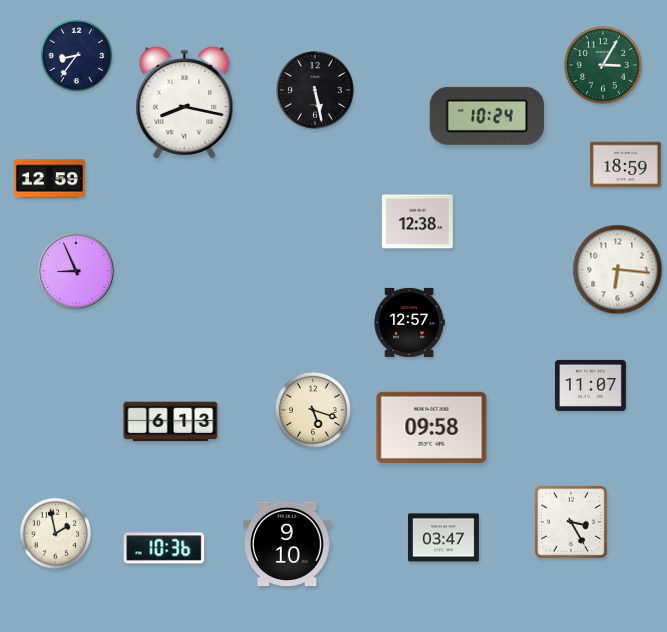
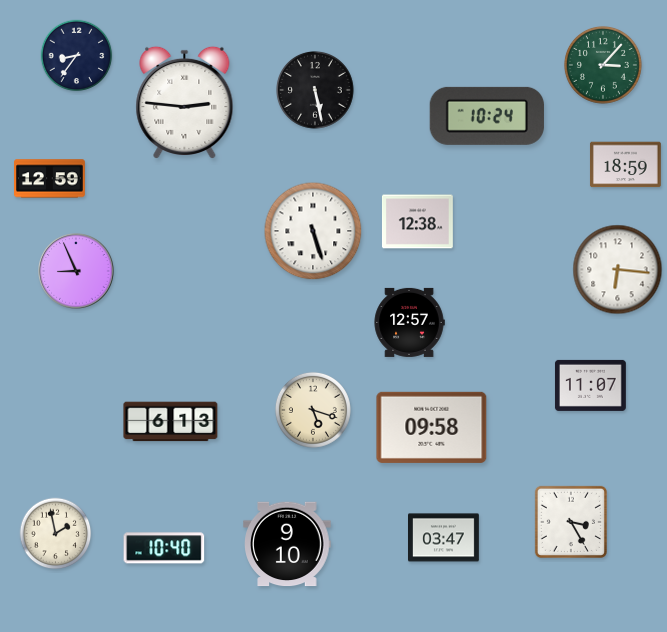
clock at (604, 66): 3:05 -> 3:07
clock at (185, 102): 8:17 -> 2:46
clock at (313, 231): none -> 5:27
clock at (164, 548): 10:36 -> 10:40
